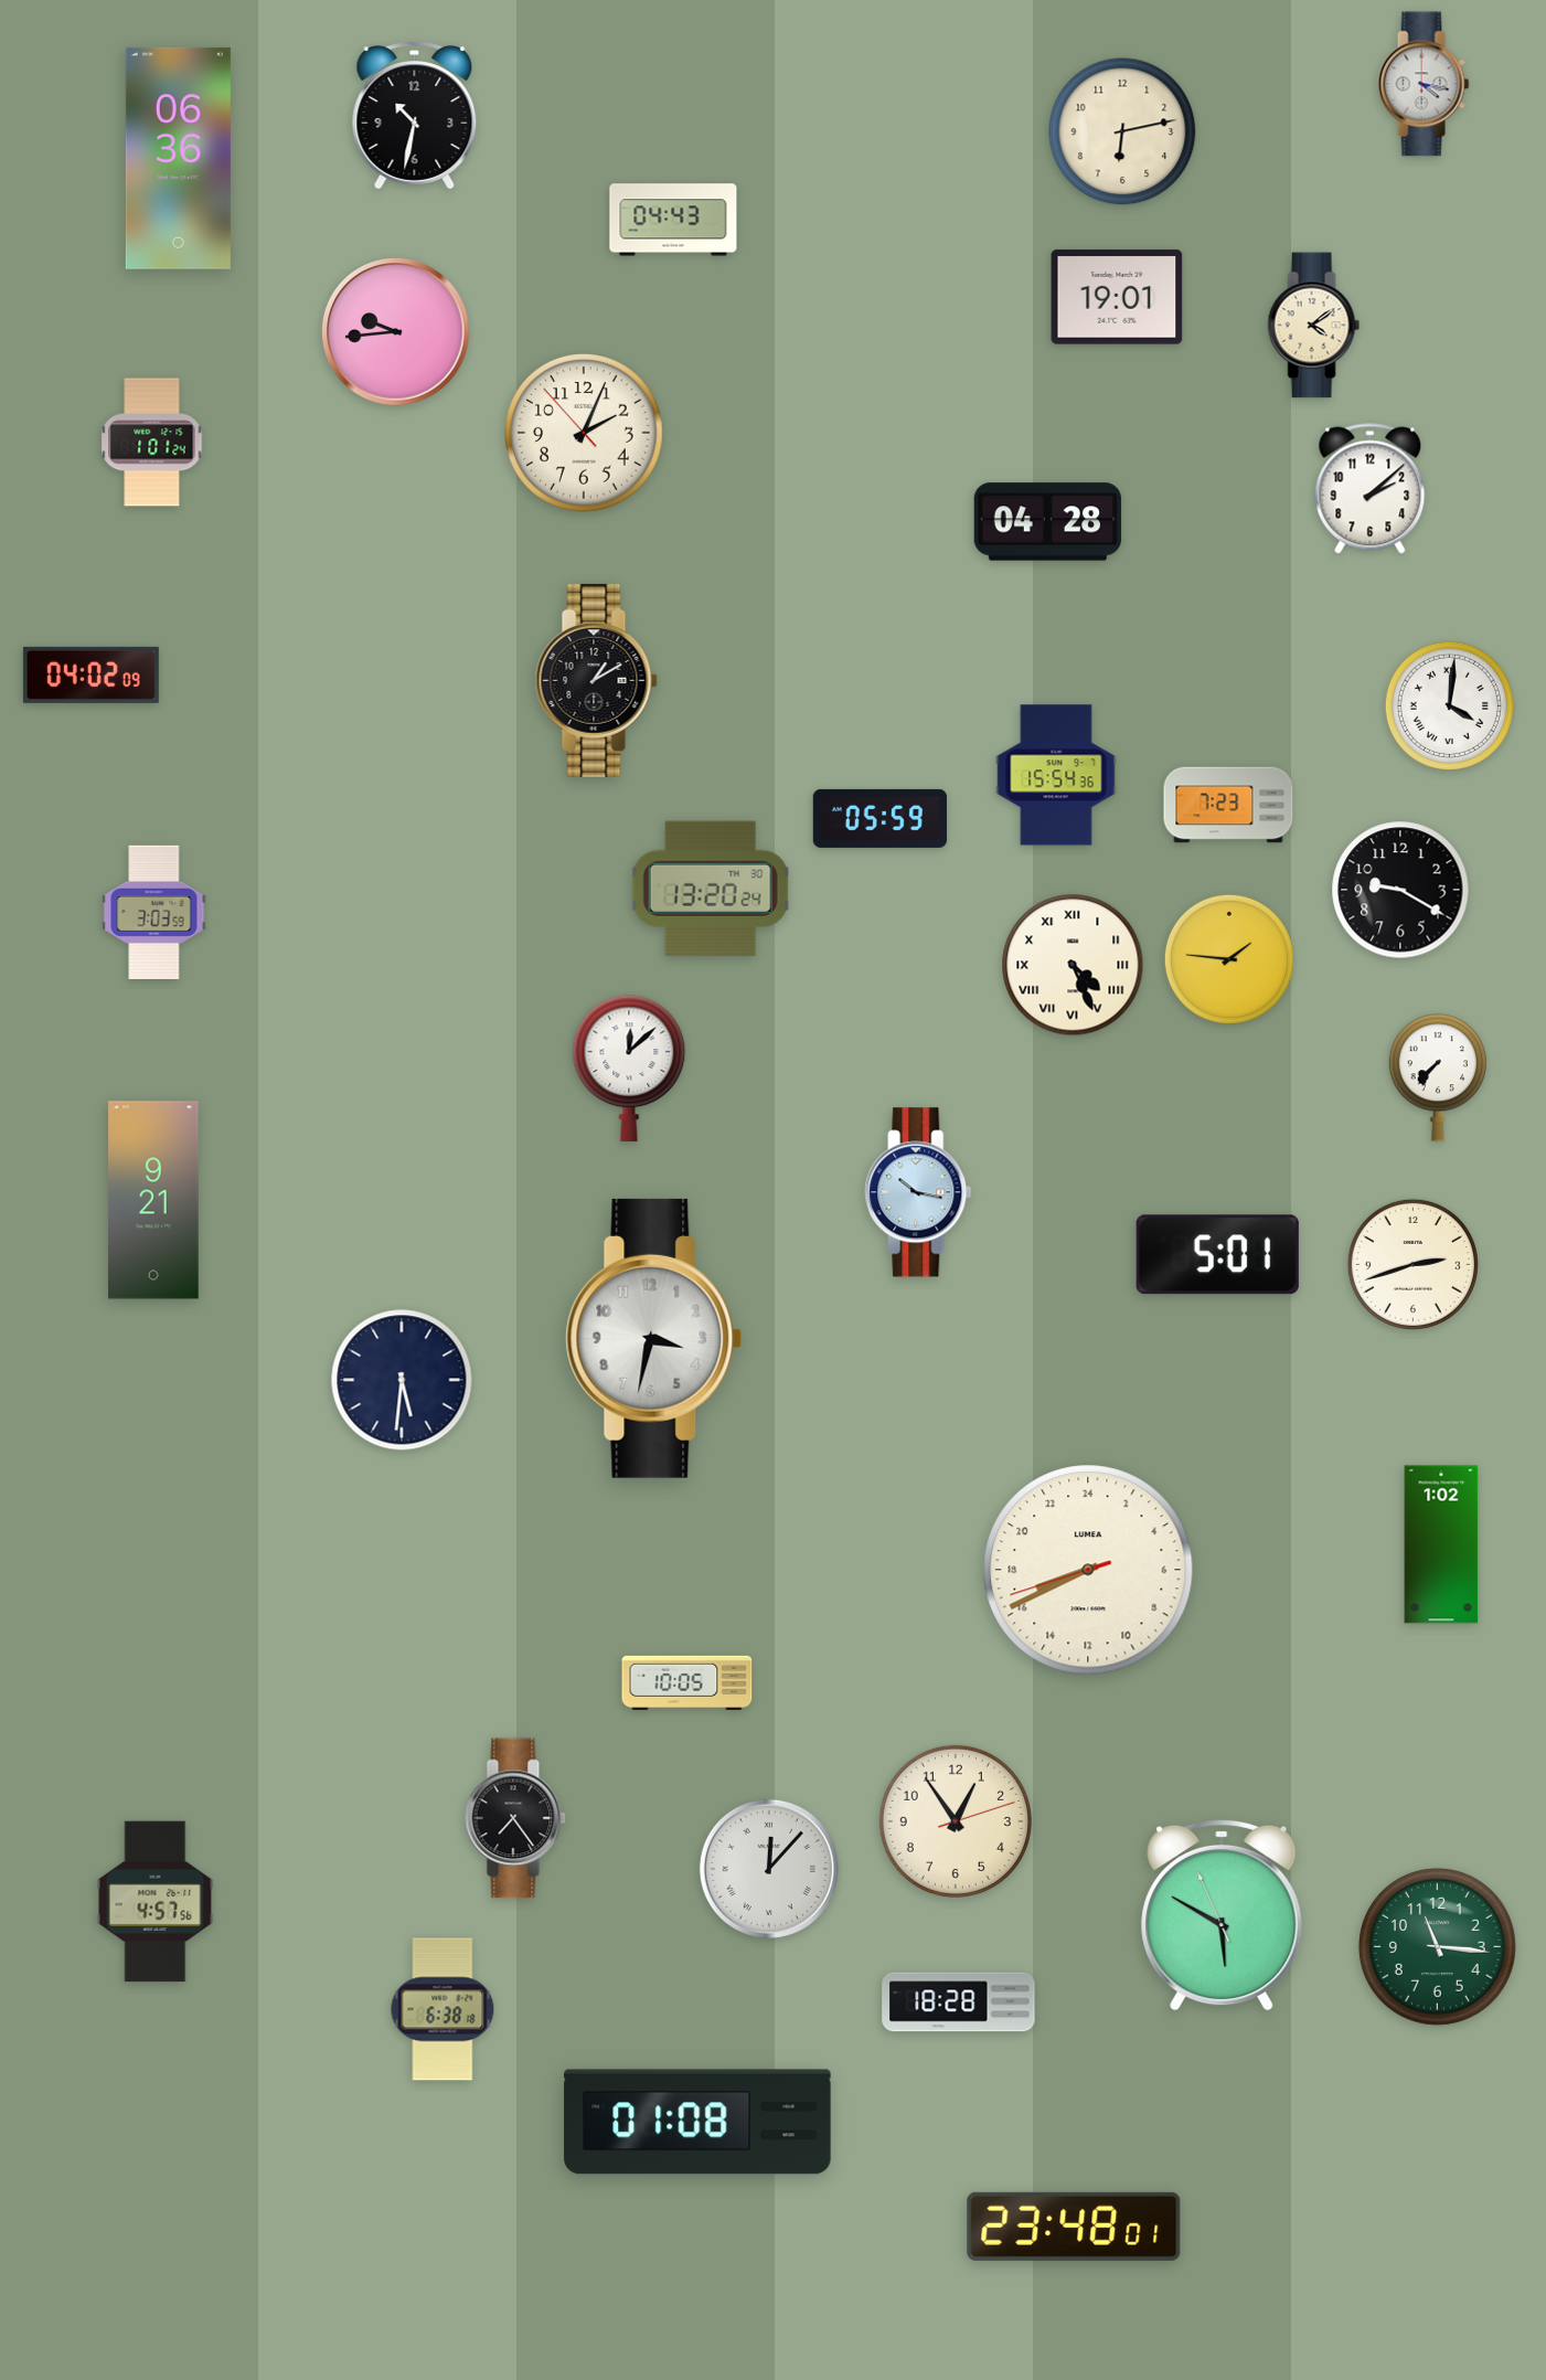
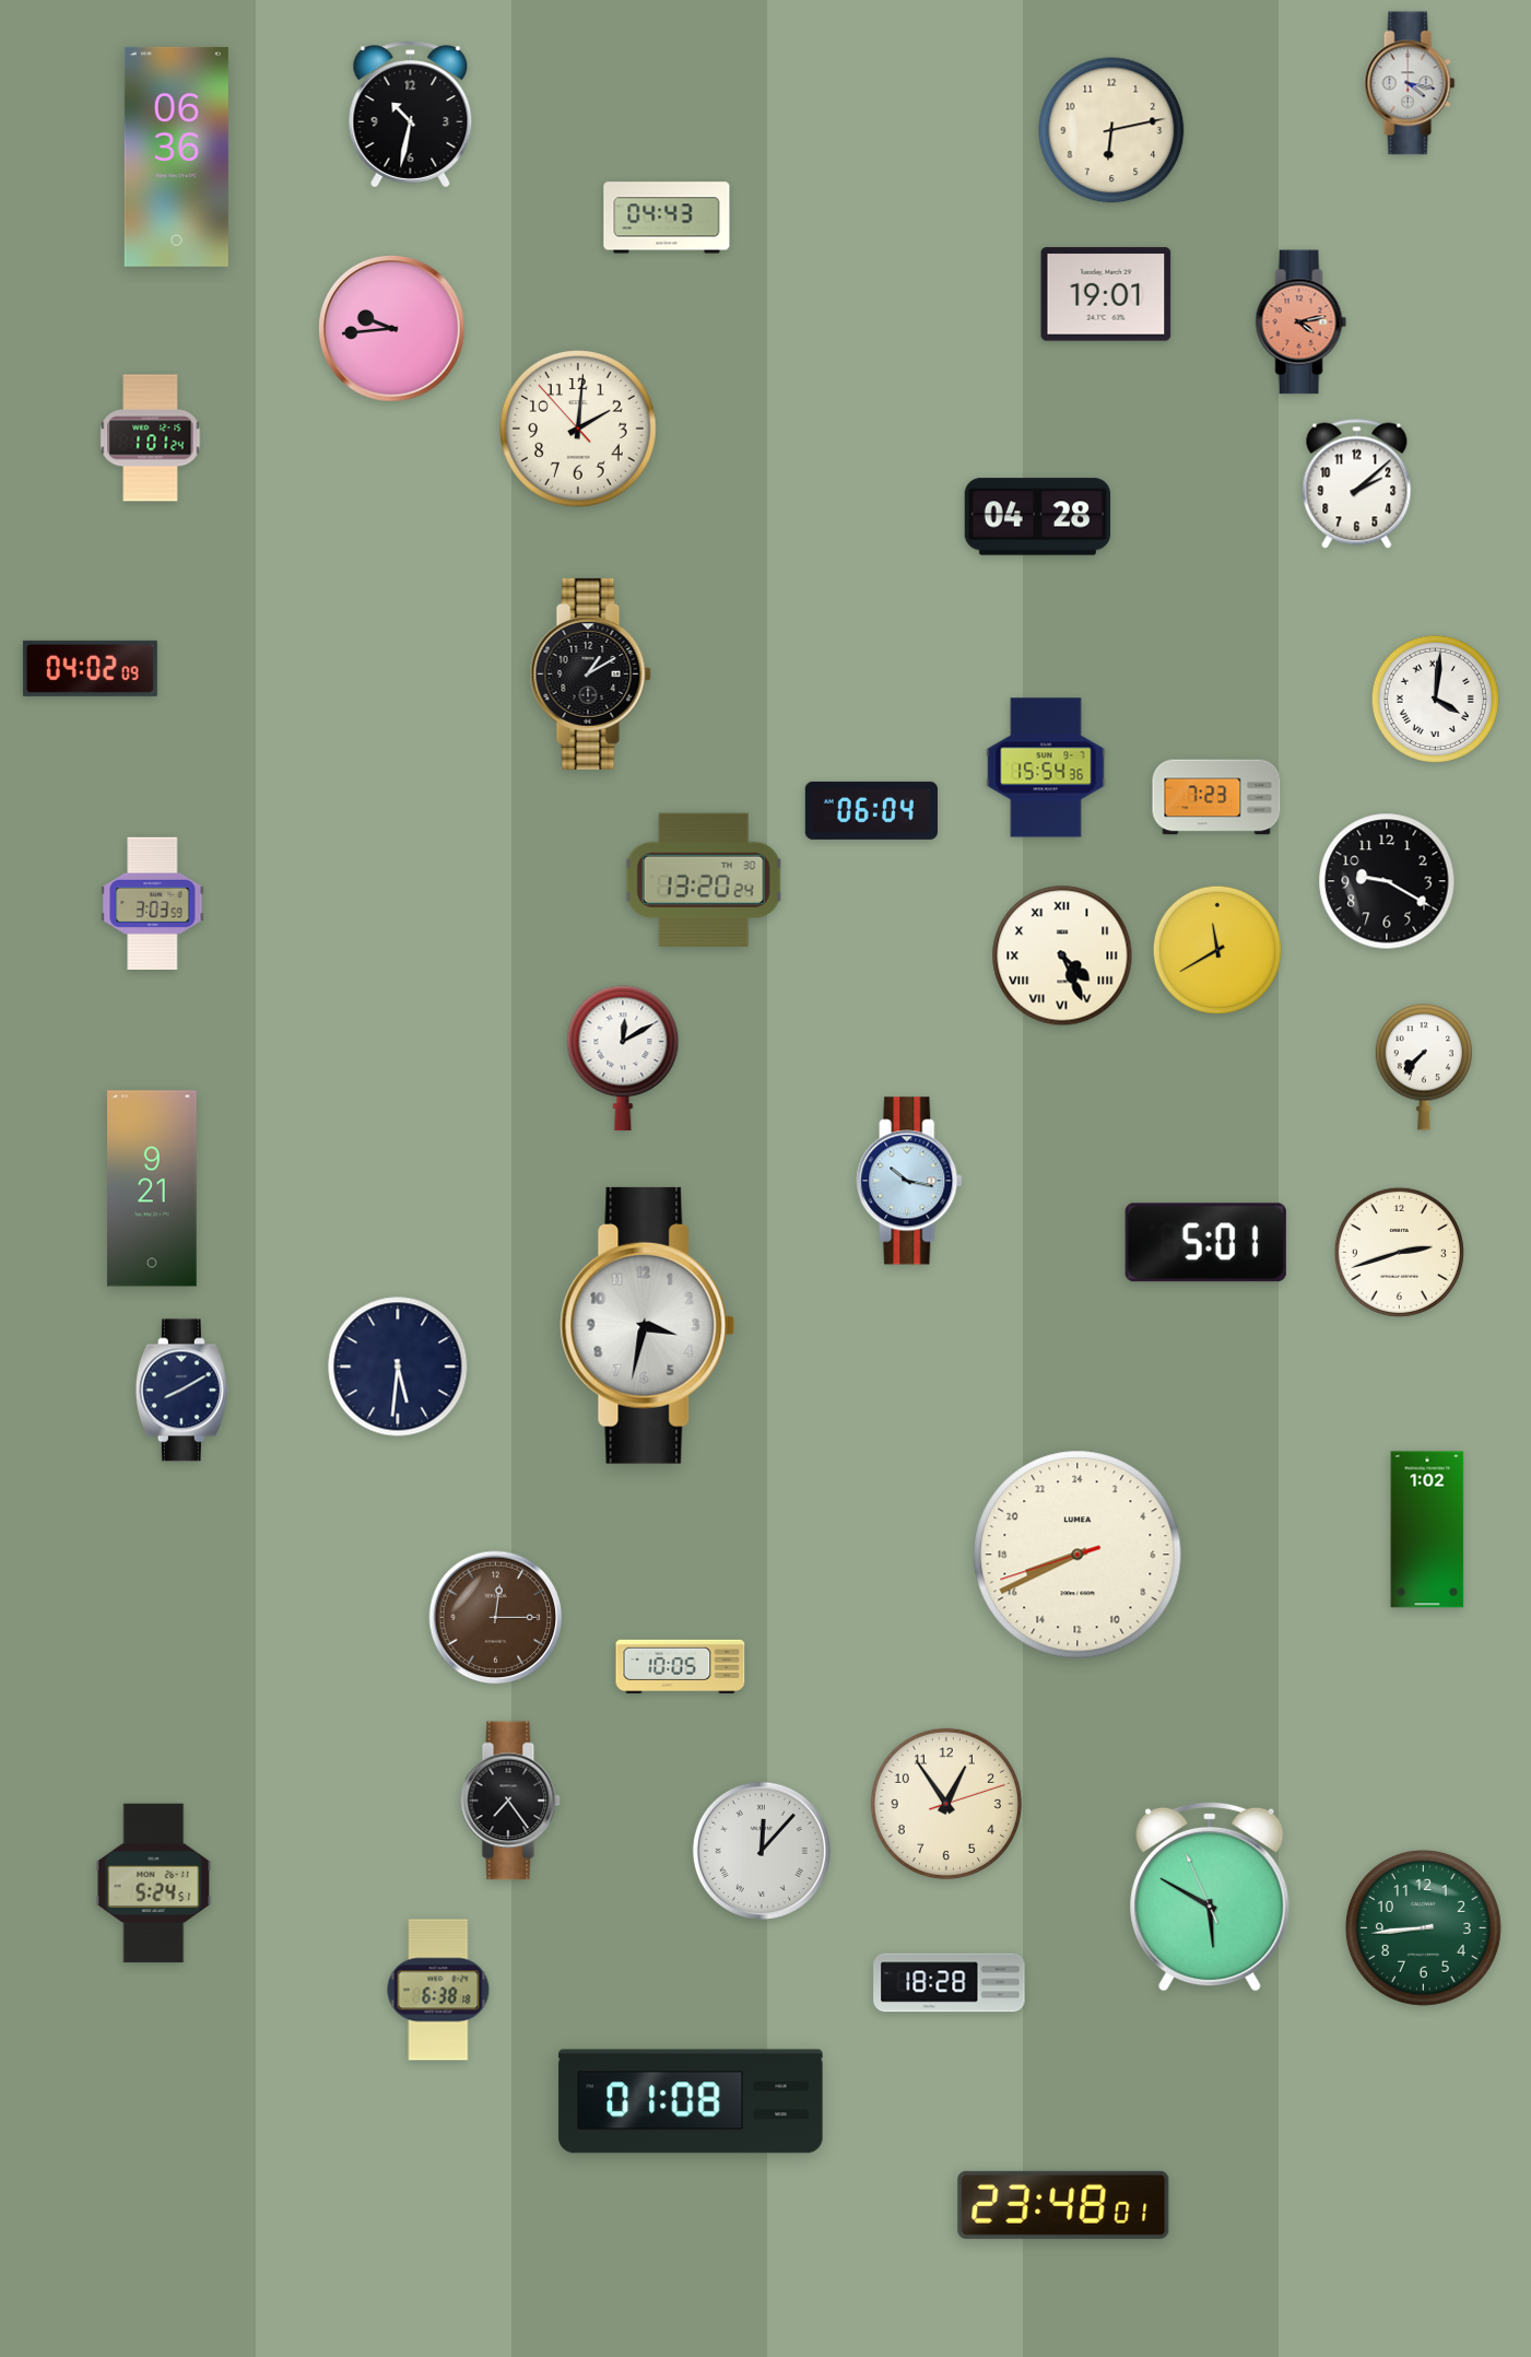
clock at (1314, 326): 4:09 -> 4:13
clock at (1314, 326) dial: cream -> salmon
clock at (585, 434): 2:03 -> 2:00
clock at (879, 818): 05:59 -> 06:04
clock at (1229, 959): 1:46 -> 11:40
clock at (629, 1069): 12:08 -> 12:10
clock at (181, 1391): none -> 8:10
clock at (496, 1618): none -> 12:15
clock at (156, 1902): 4:57 -> 5:24
clock at (1437, 1946): 11:16 -> 8:44
